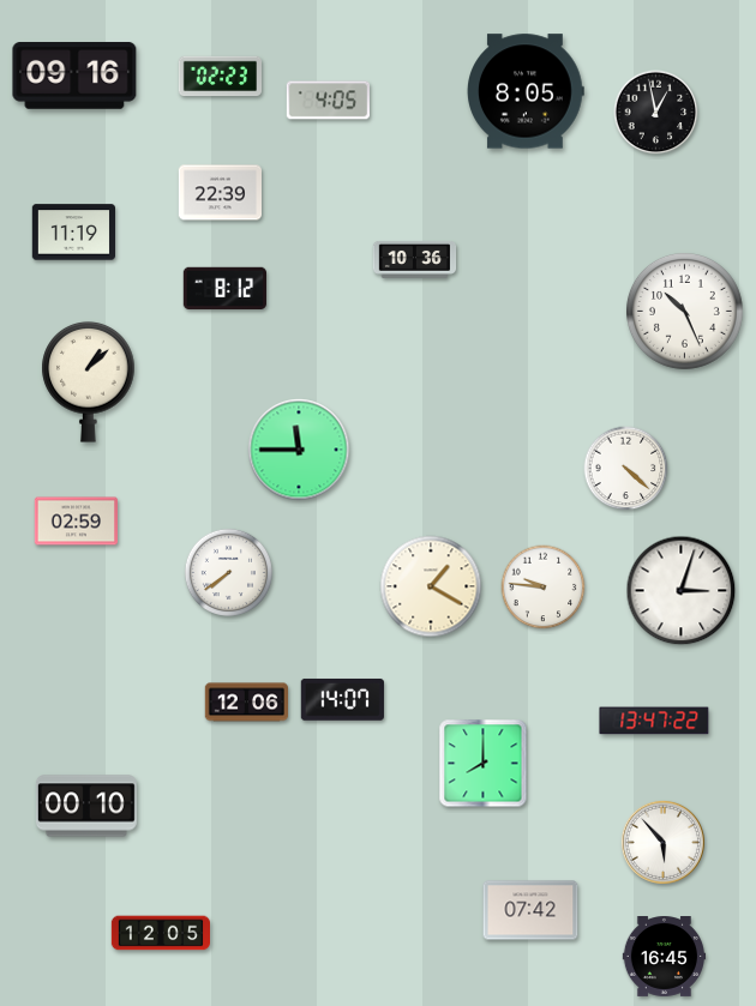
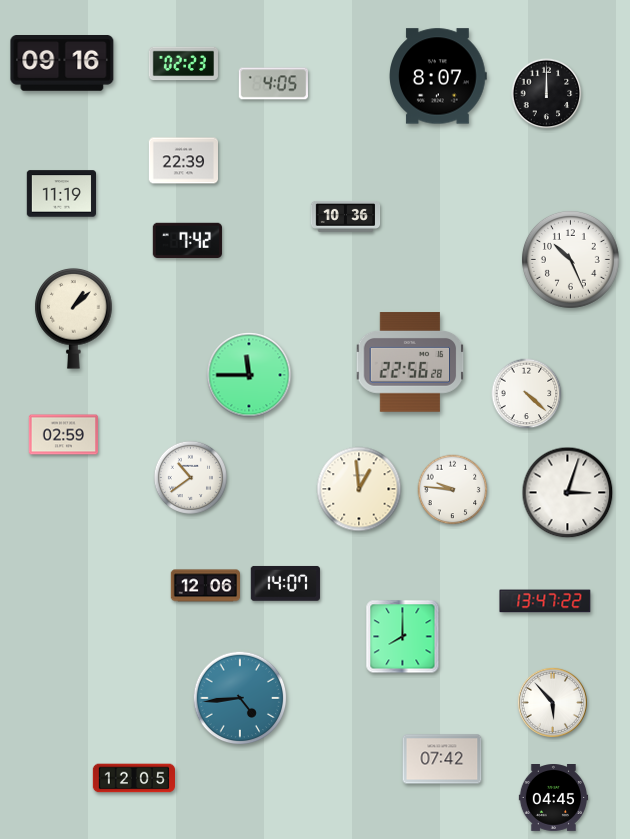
clock at (527, 91): 8:05 -> 8:07
clock at (656, 113): 12:58 -> 12:00
clock at (224, 288): 8:12 -> 7:42
clock at (410, 362): none -> 22:56
clock at (626, 469) position: (626, 469) -> (527, 394)
clock at (228, 572): 7:39 -> 10:39
clock at (431, 586): 1:20 -> 12:59
clock at (86, 806): 00:10 -> none
clock at (240, 698): none -> 4:44
clock at (665, 957): 16:45 -> 04:45
